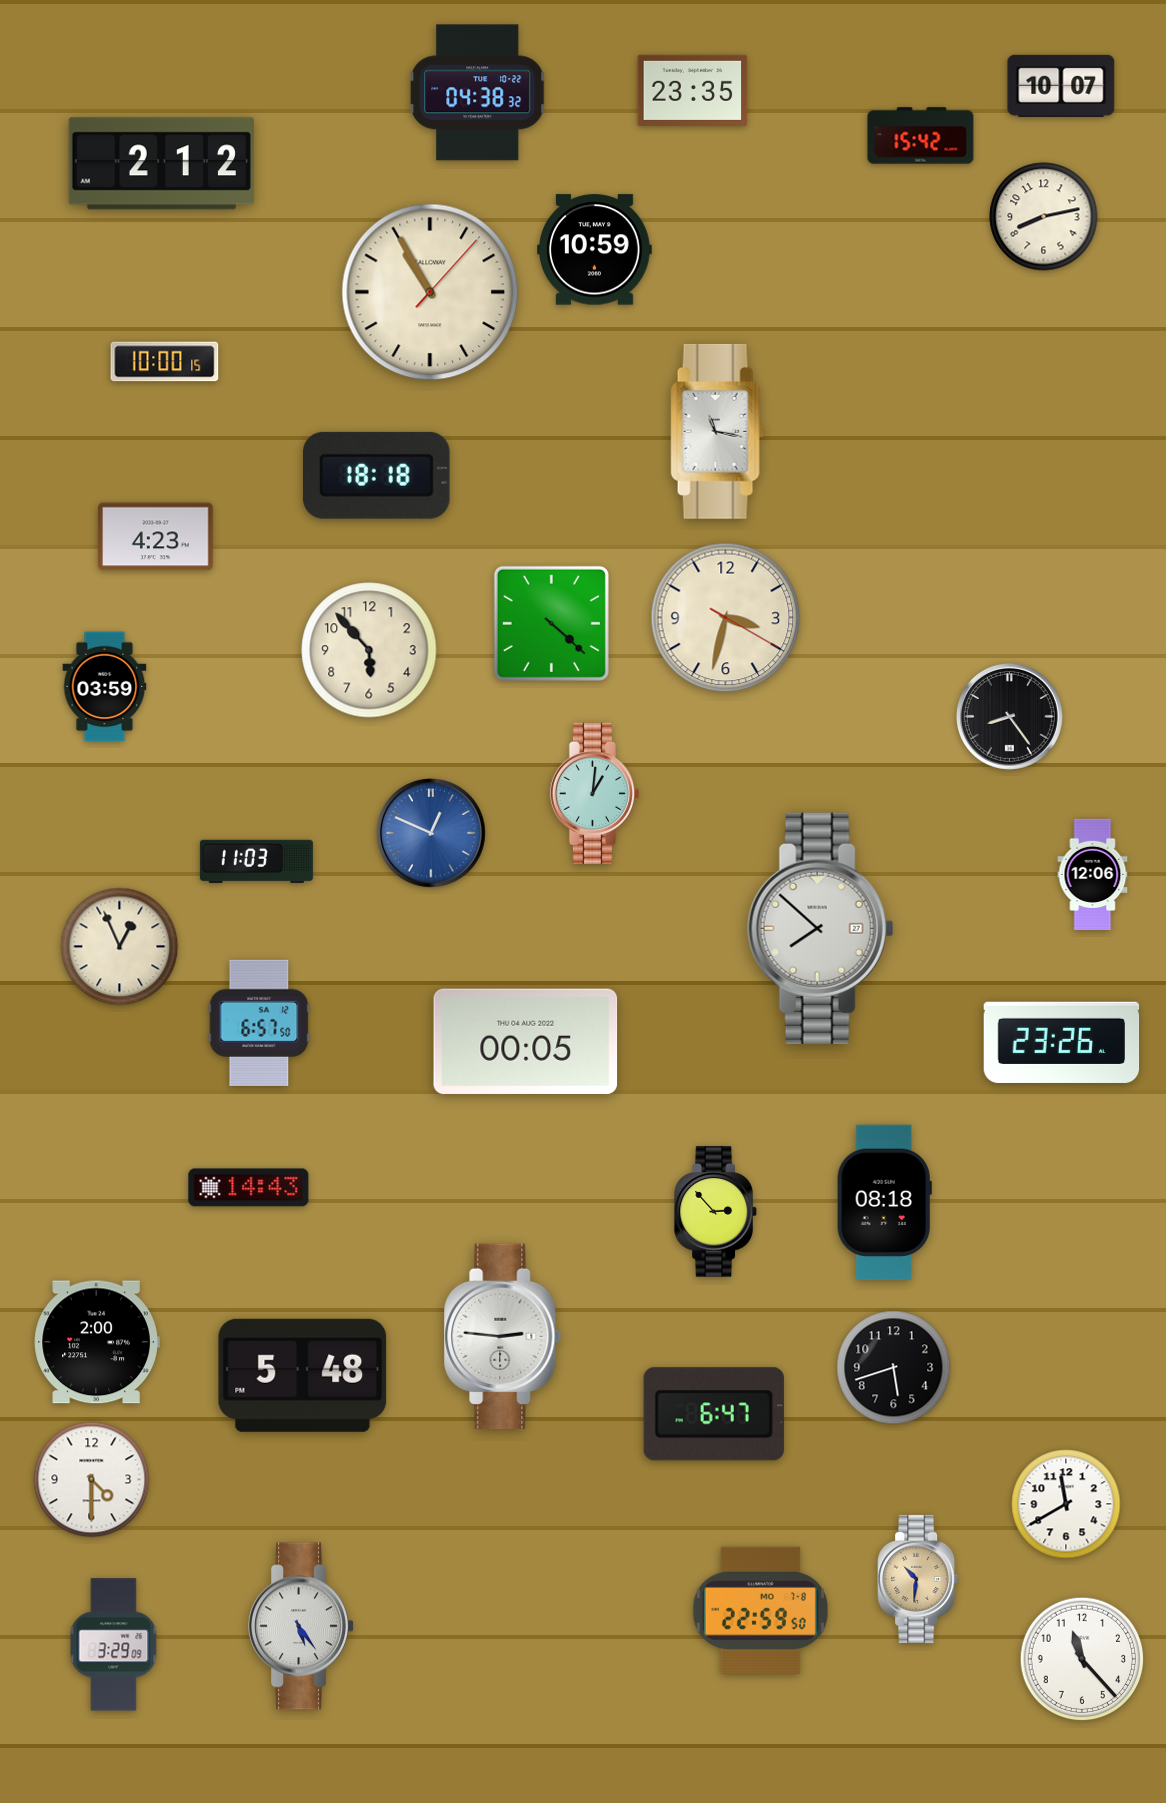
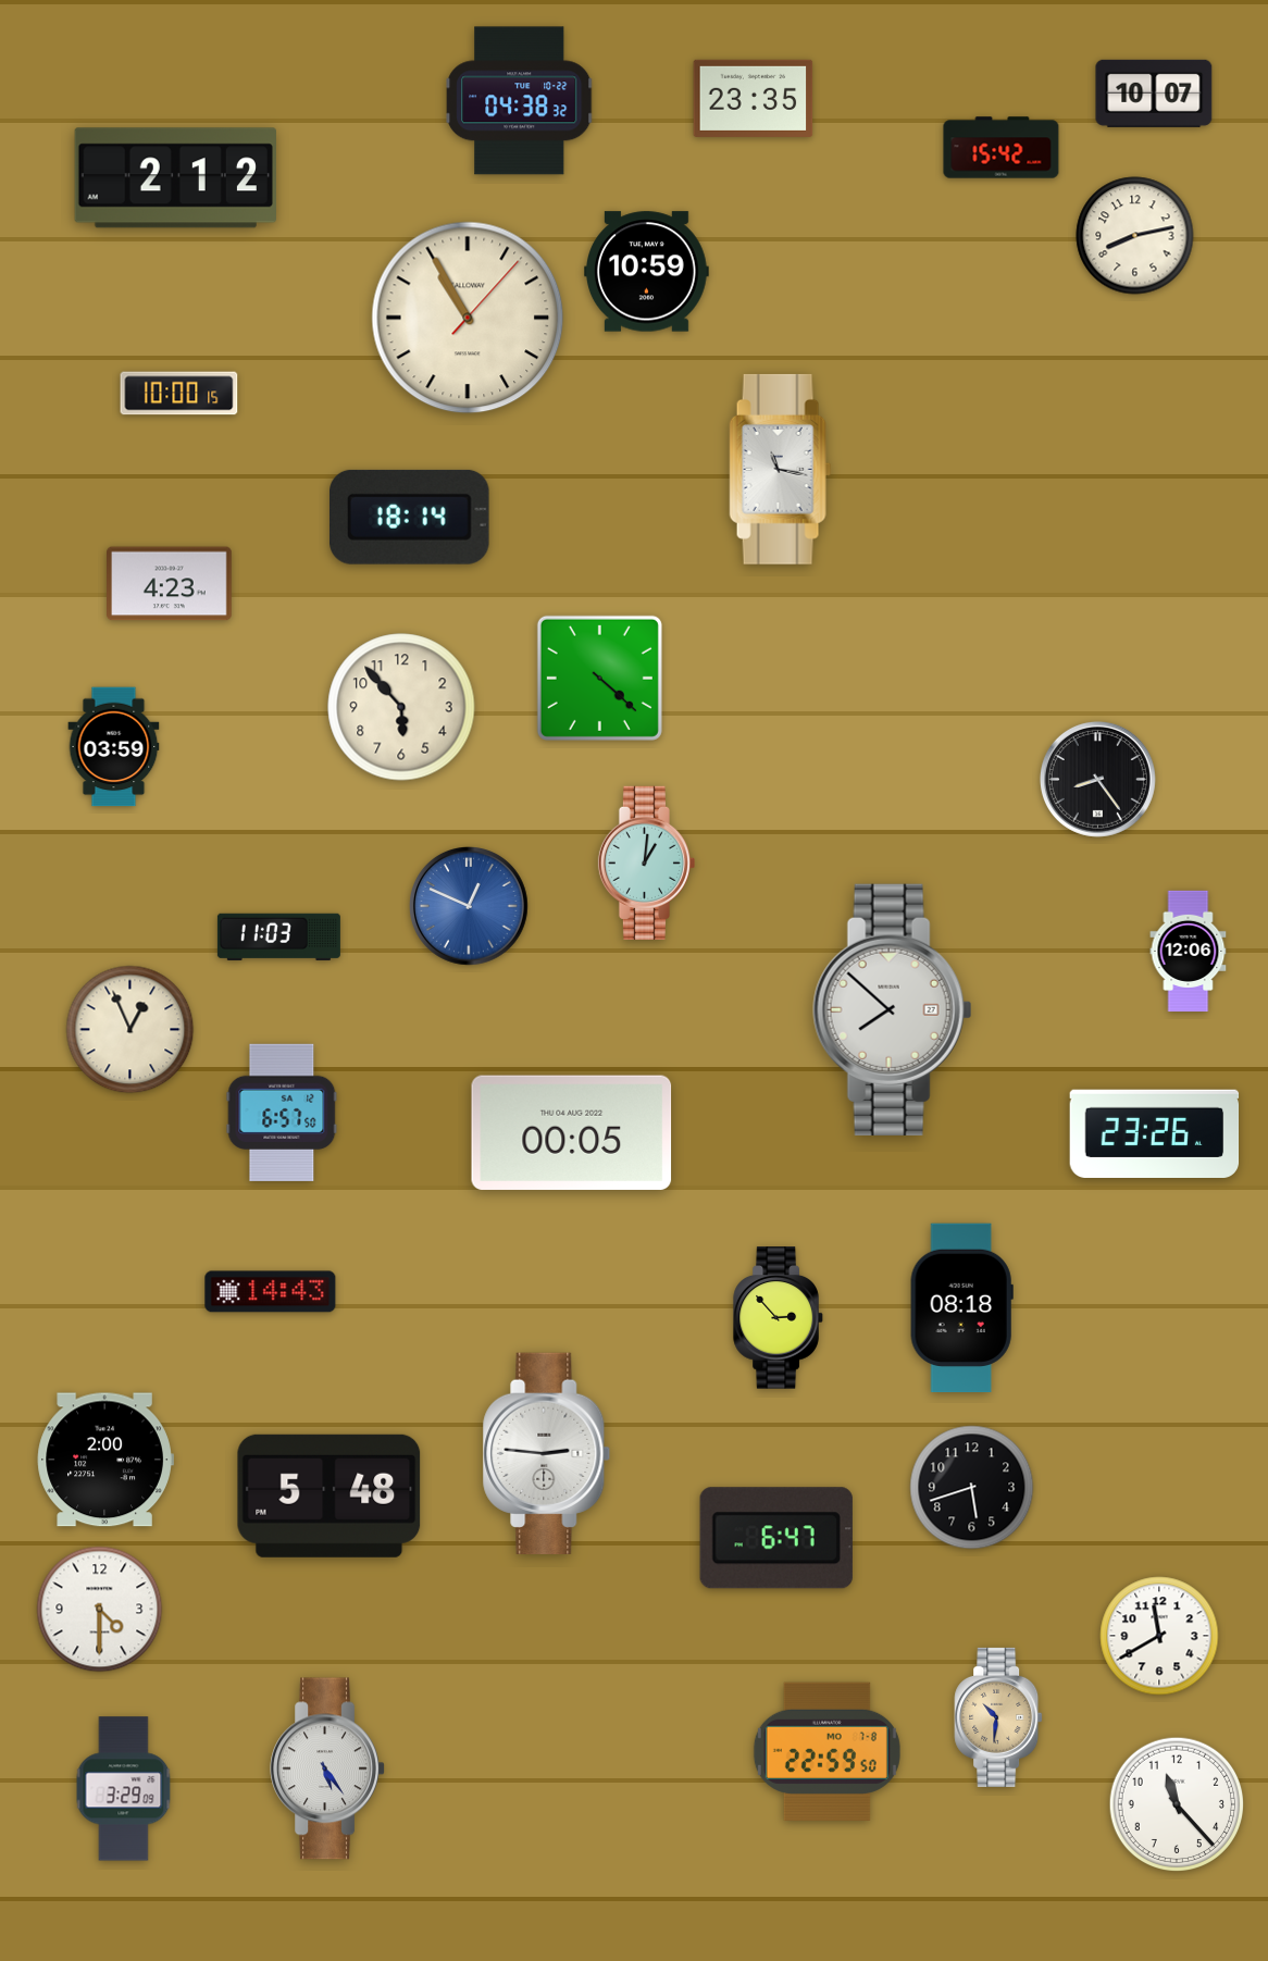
clock at (377, 475): 18:18 -> 18:14
clock at (726, 618): 3:32 -> none
